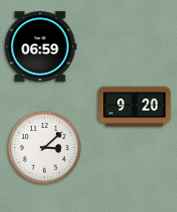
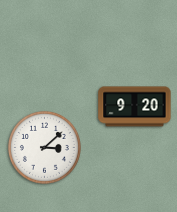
clock at (40, 47): 06:59 -> none
